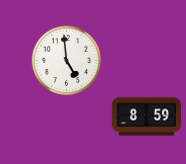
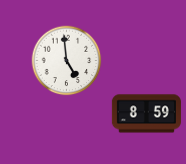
clock at (146, 117) position: (146, 117) -> (146, 114)
